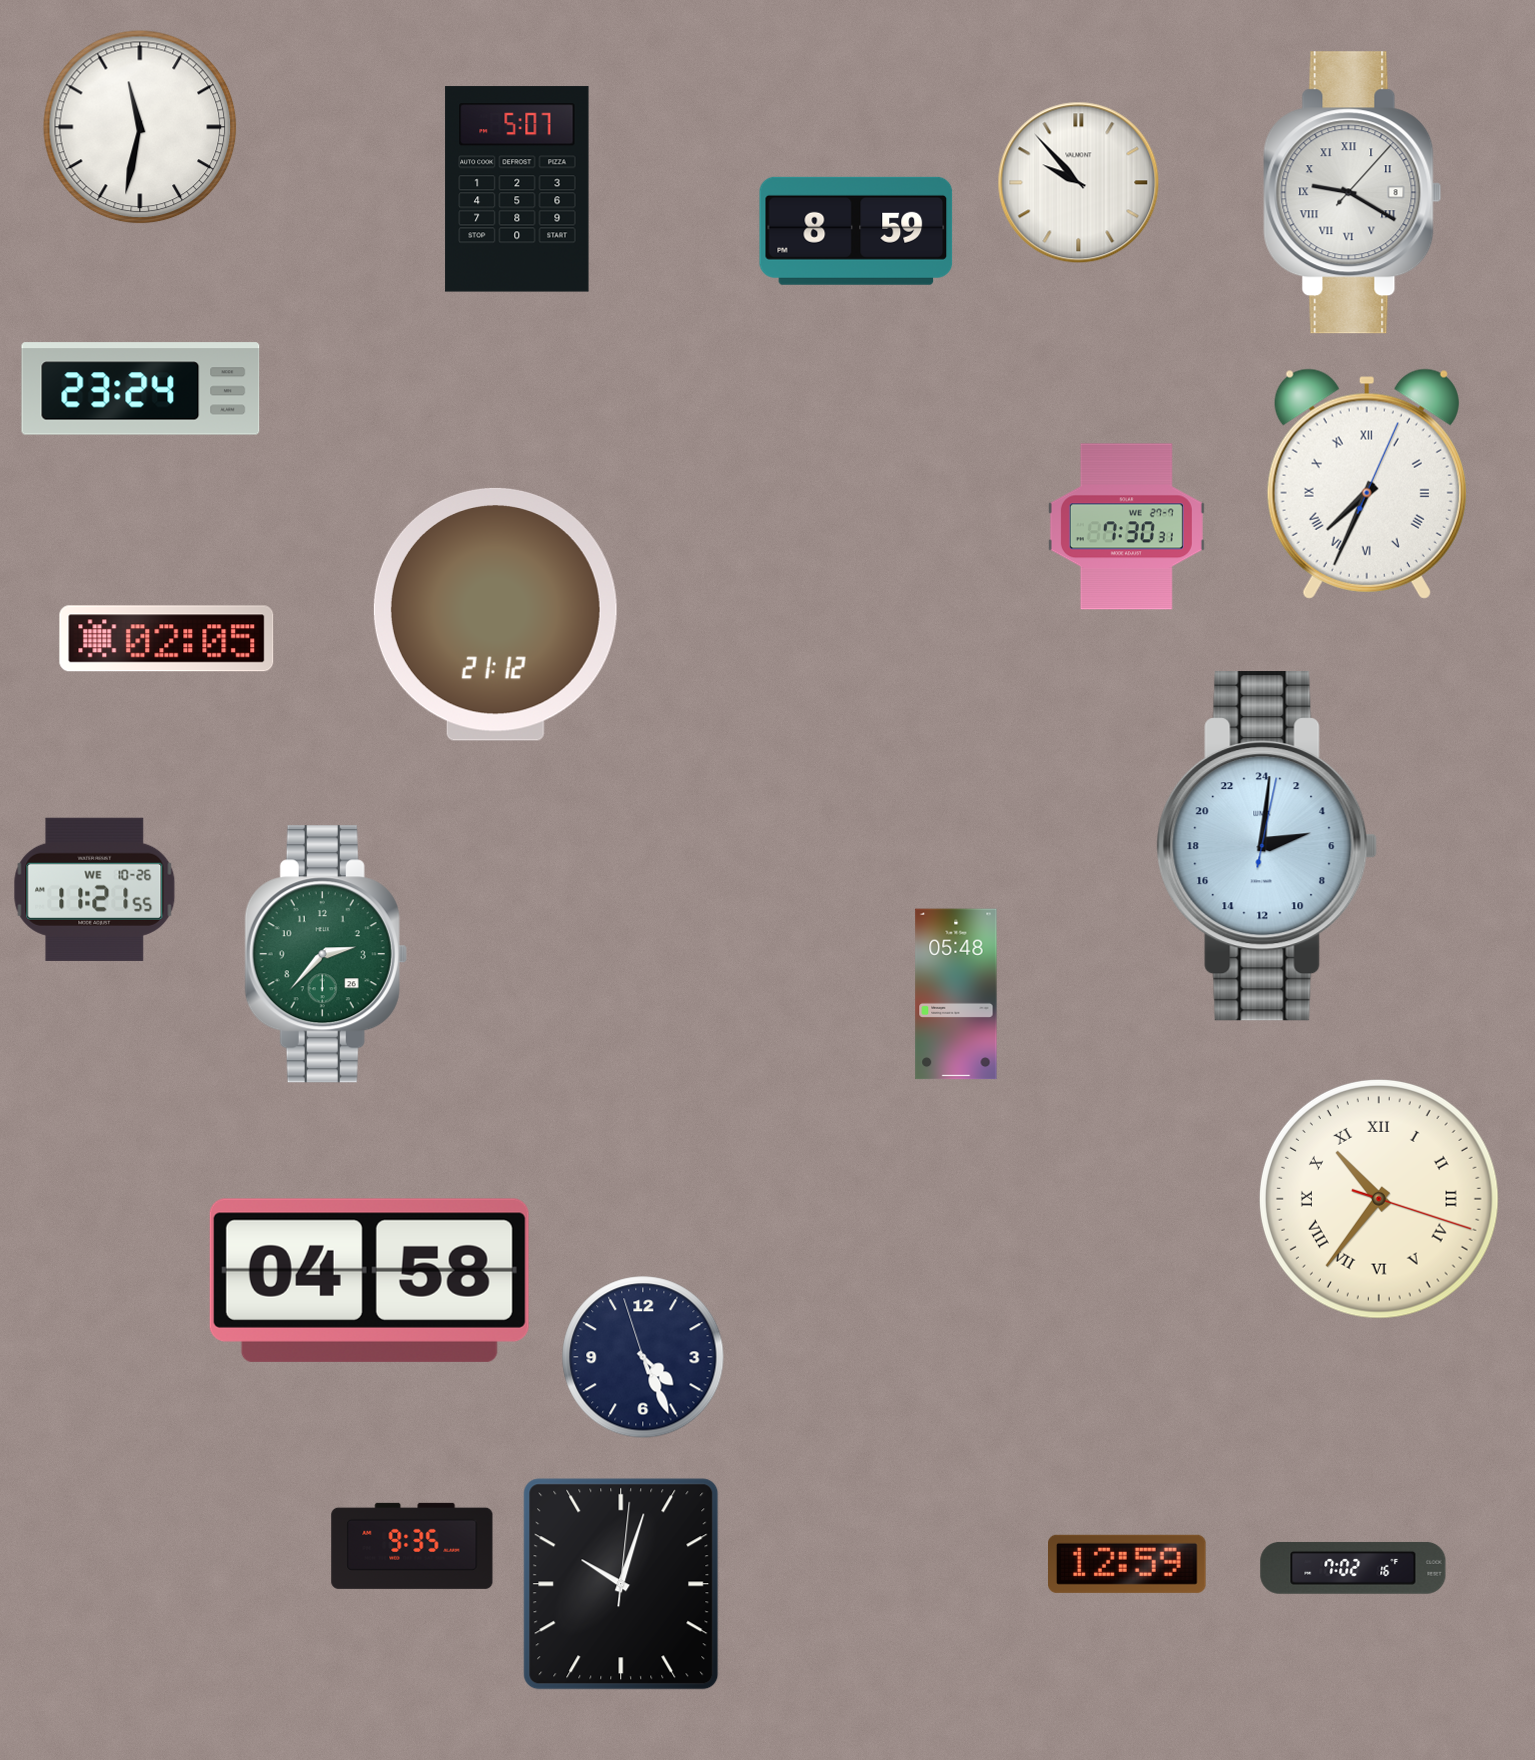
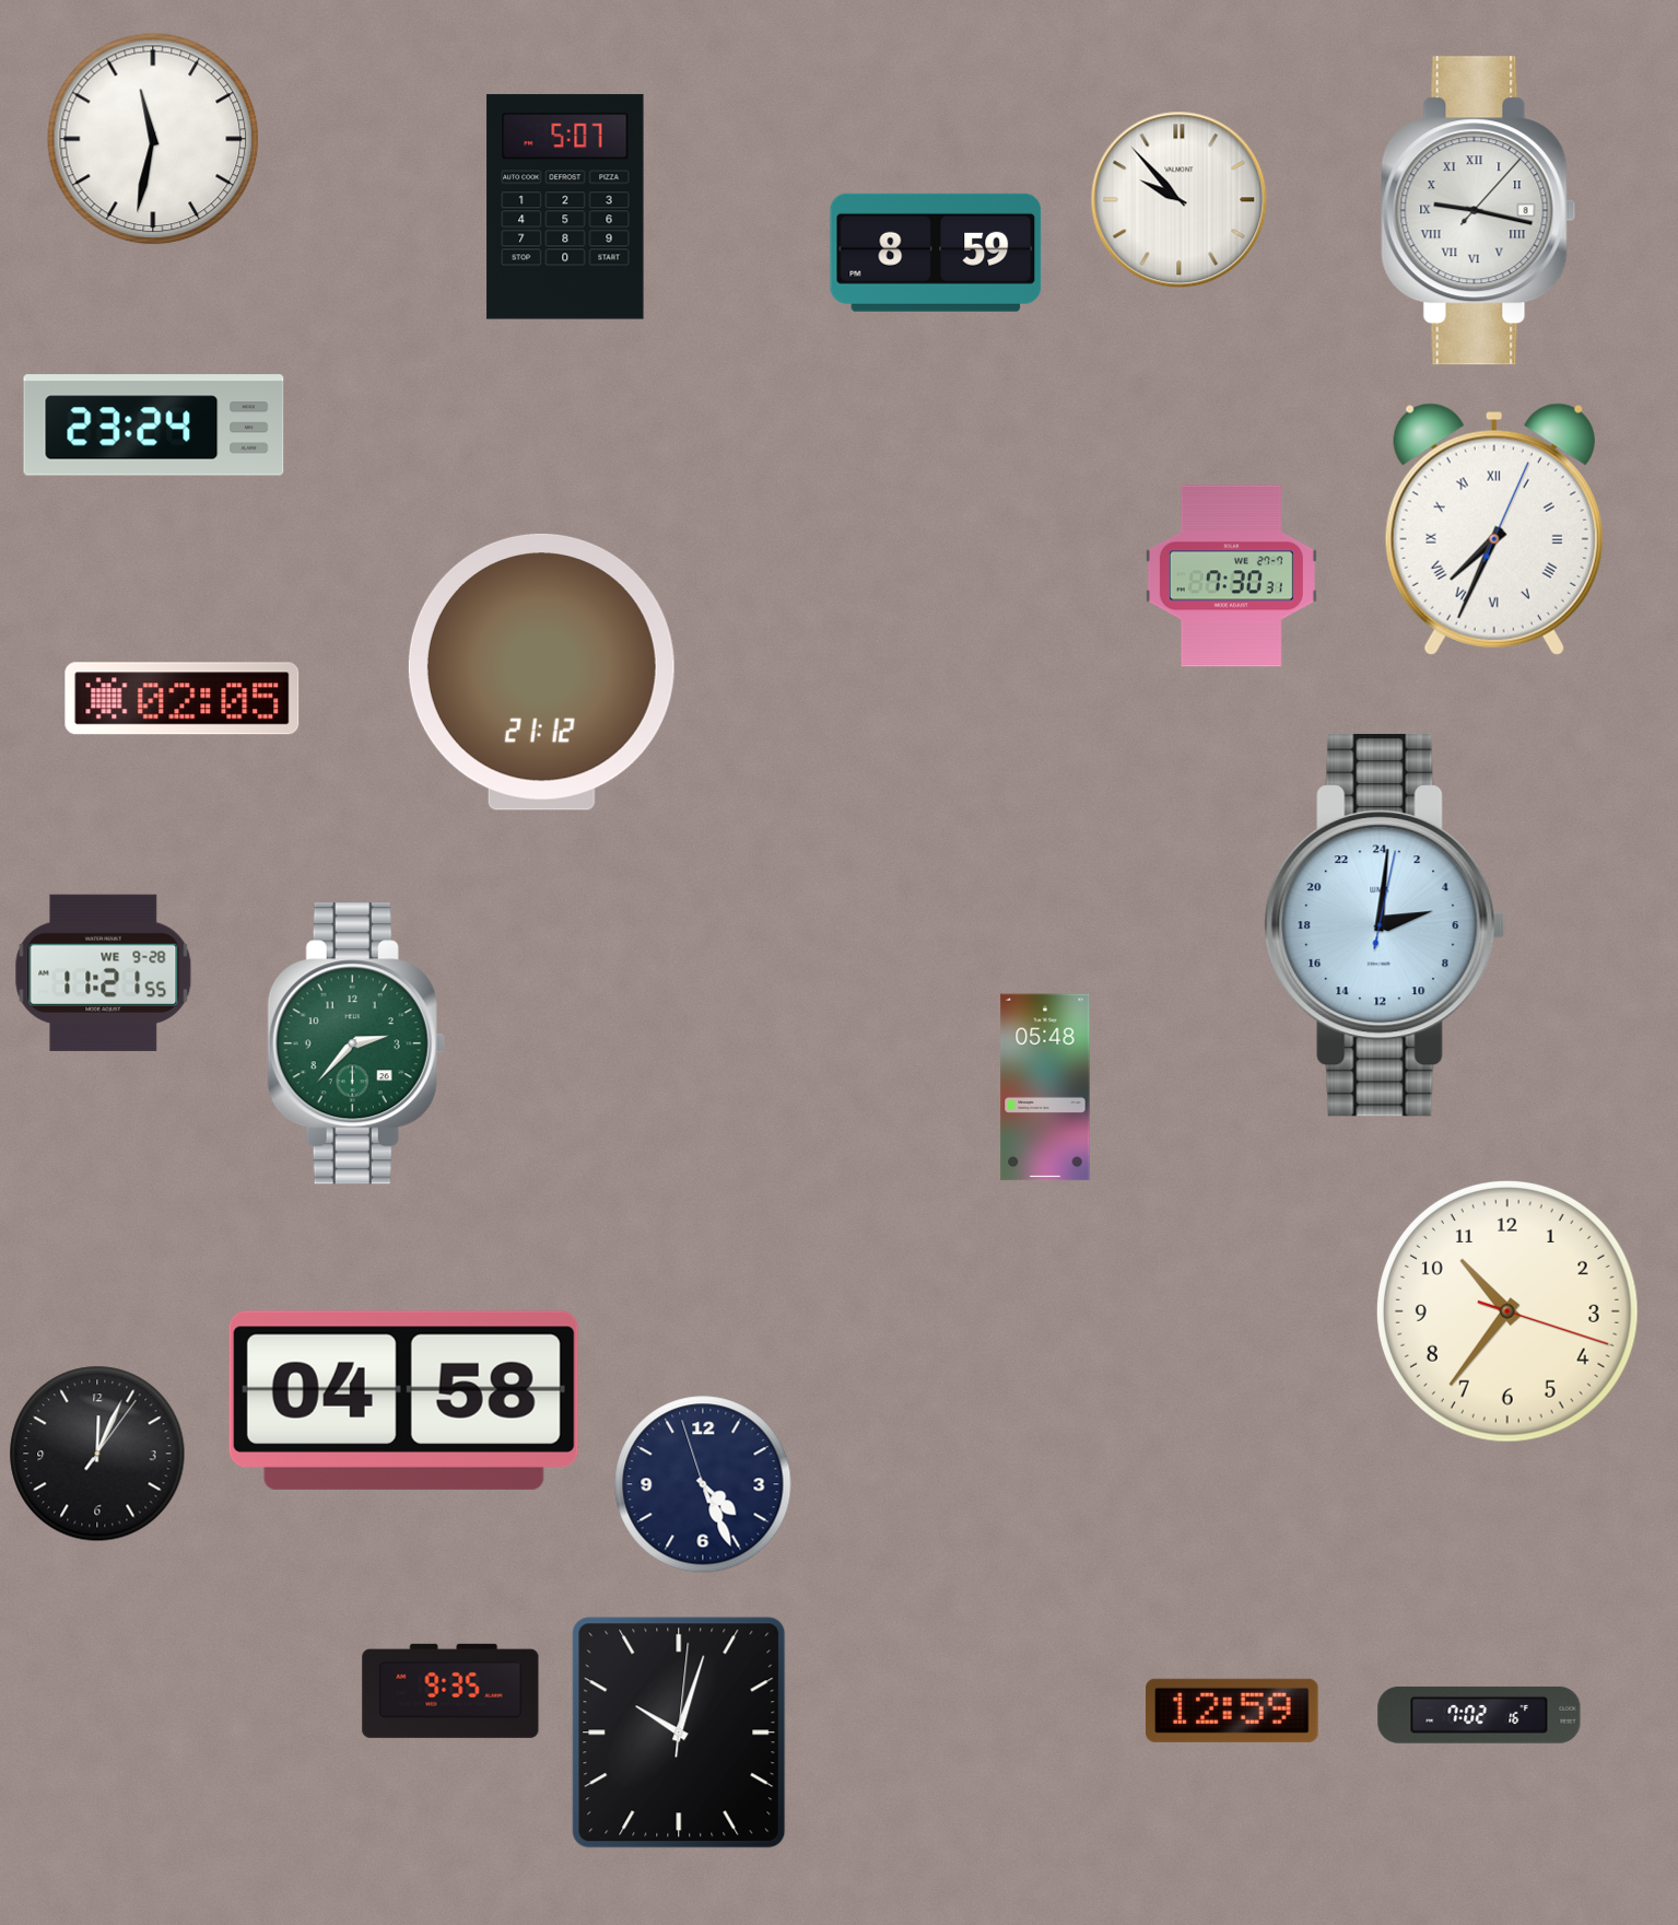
clock at (1353, 193): 9:20 -> 9:17
clock at (95, 889) date: WE 10-26 -> WE 9-28
clock at (1379, 1199) numerals: Roman -> Arabic
clock at (97, 1454): none -> 12:04
